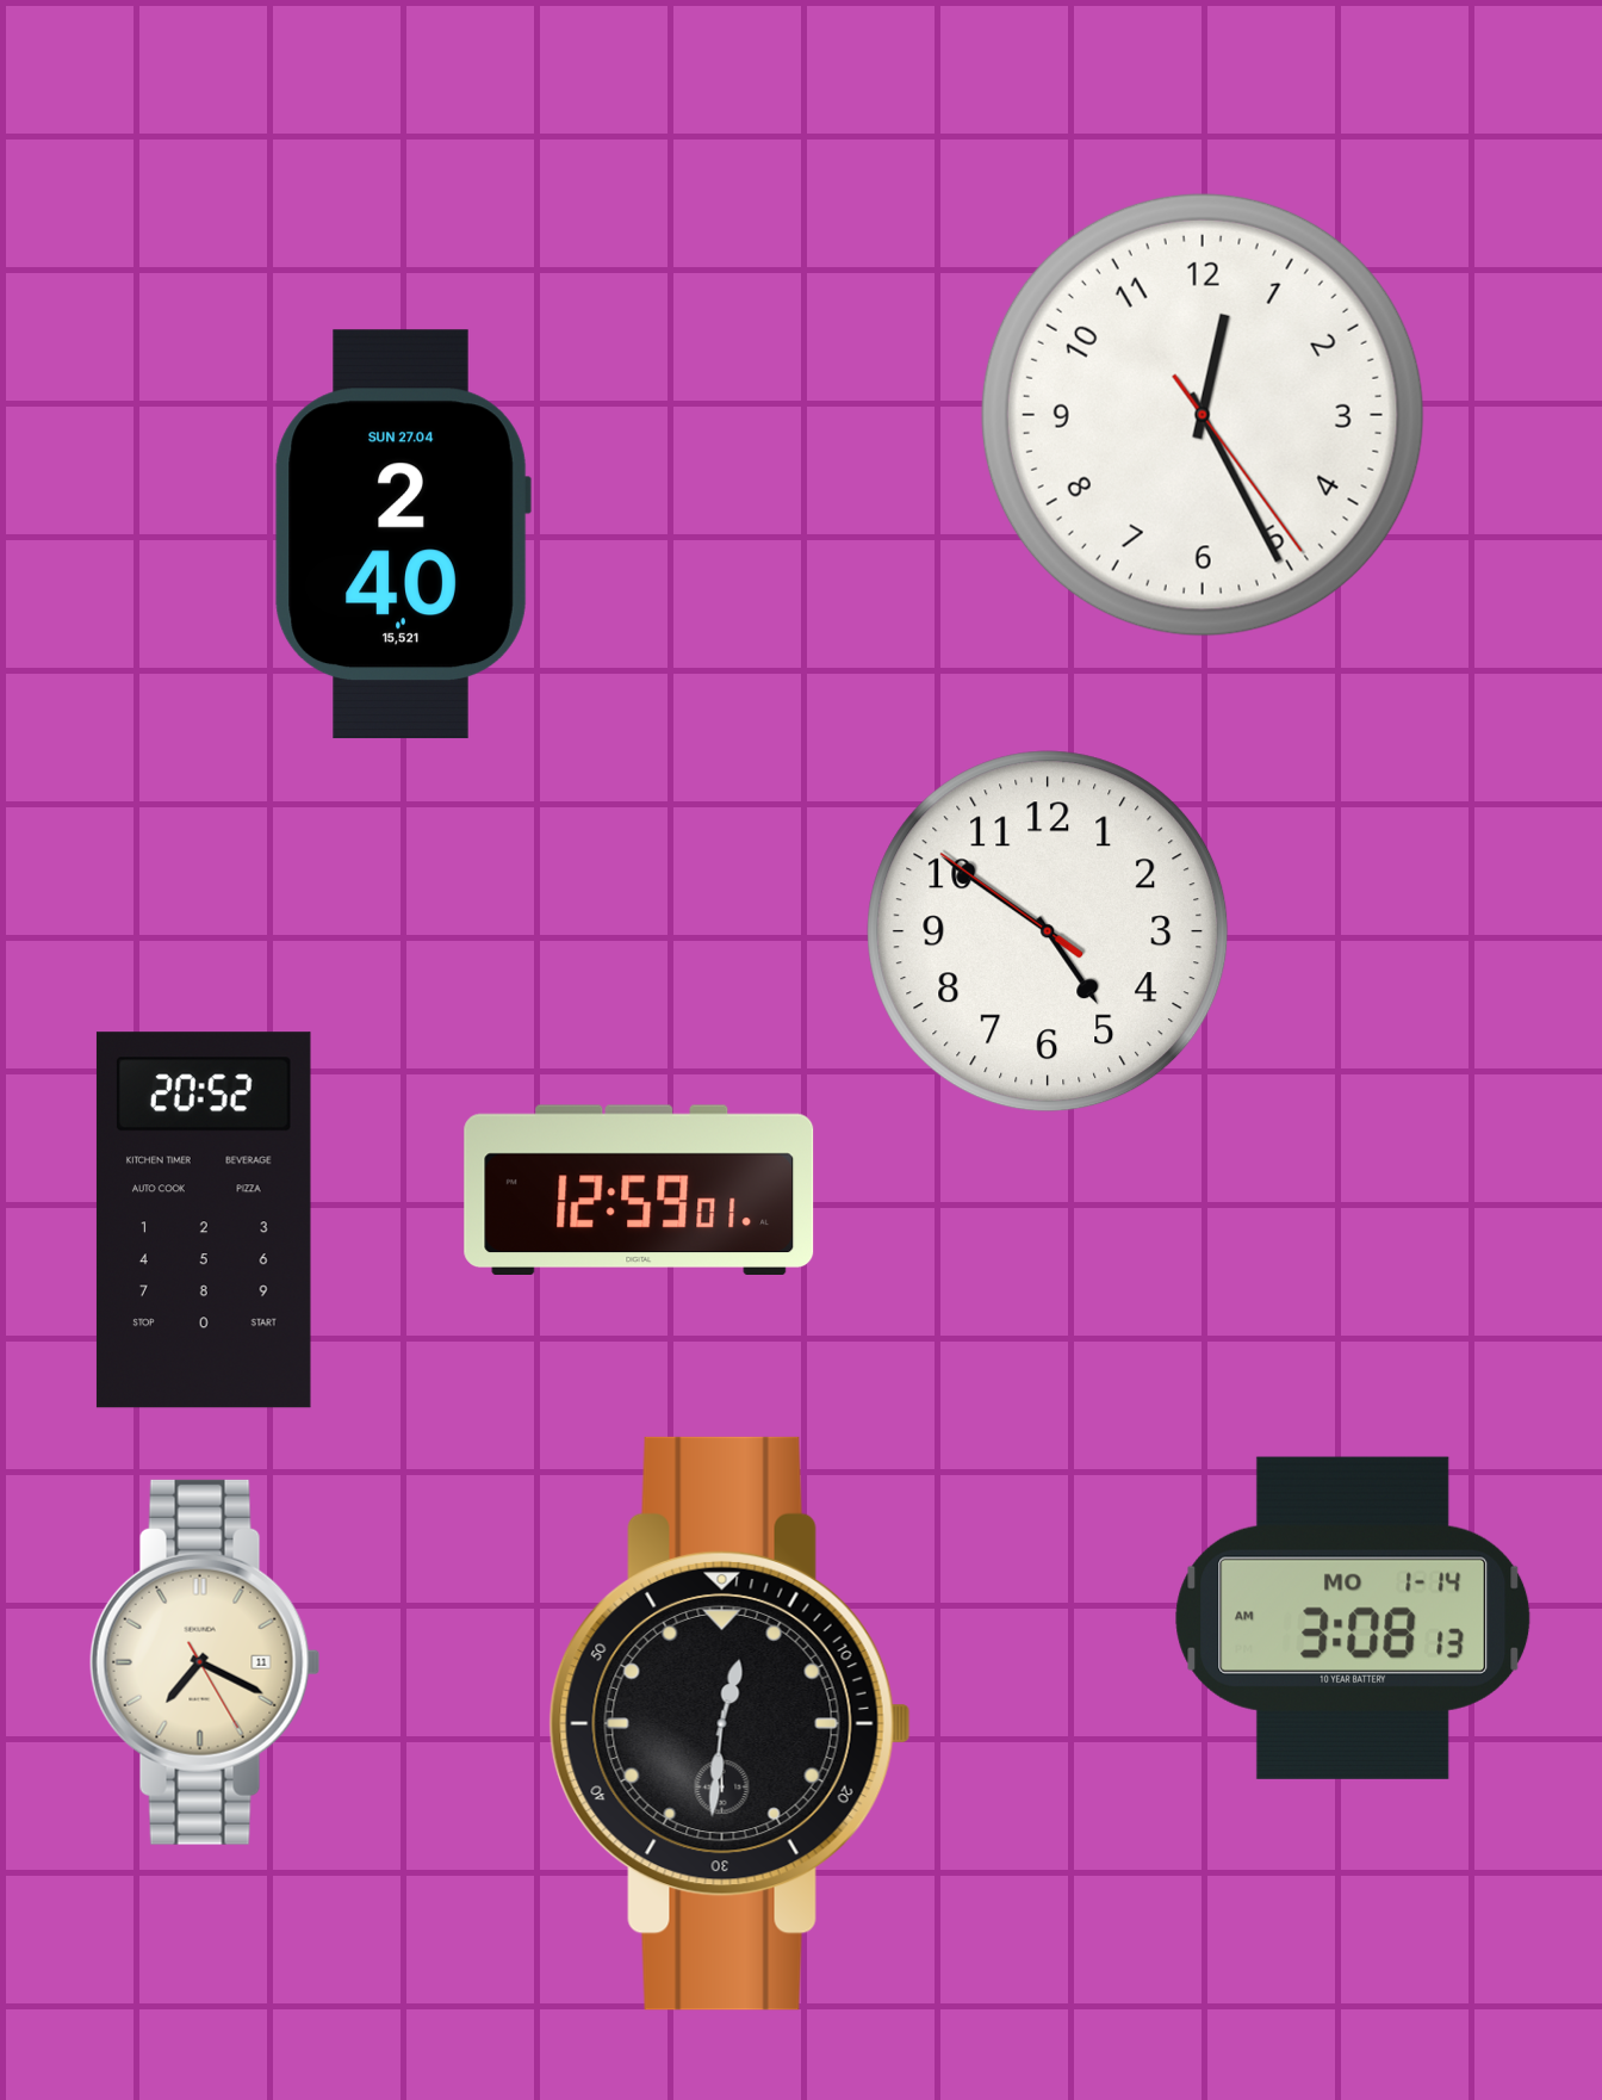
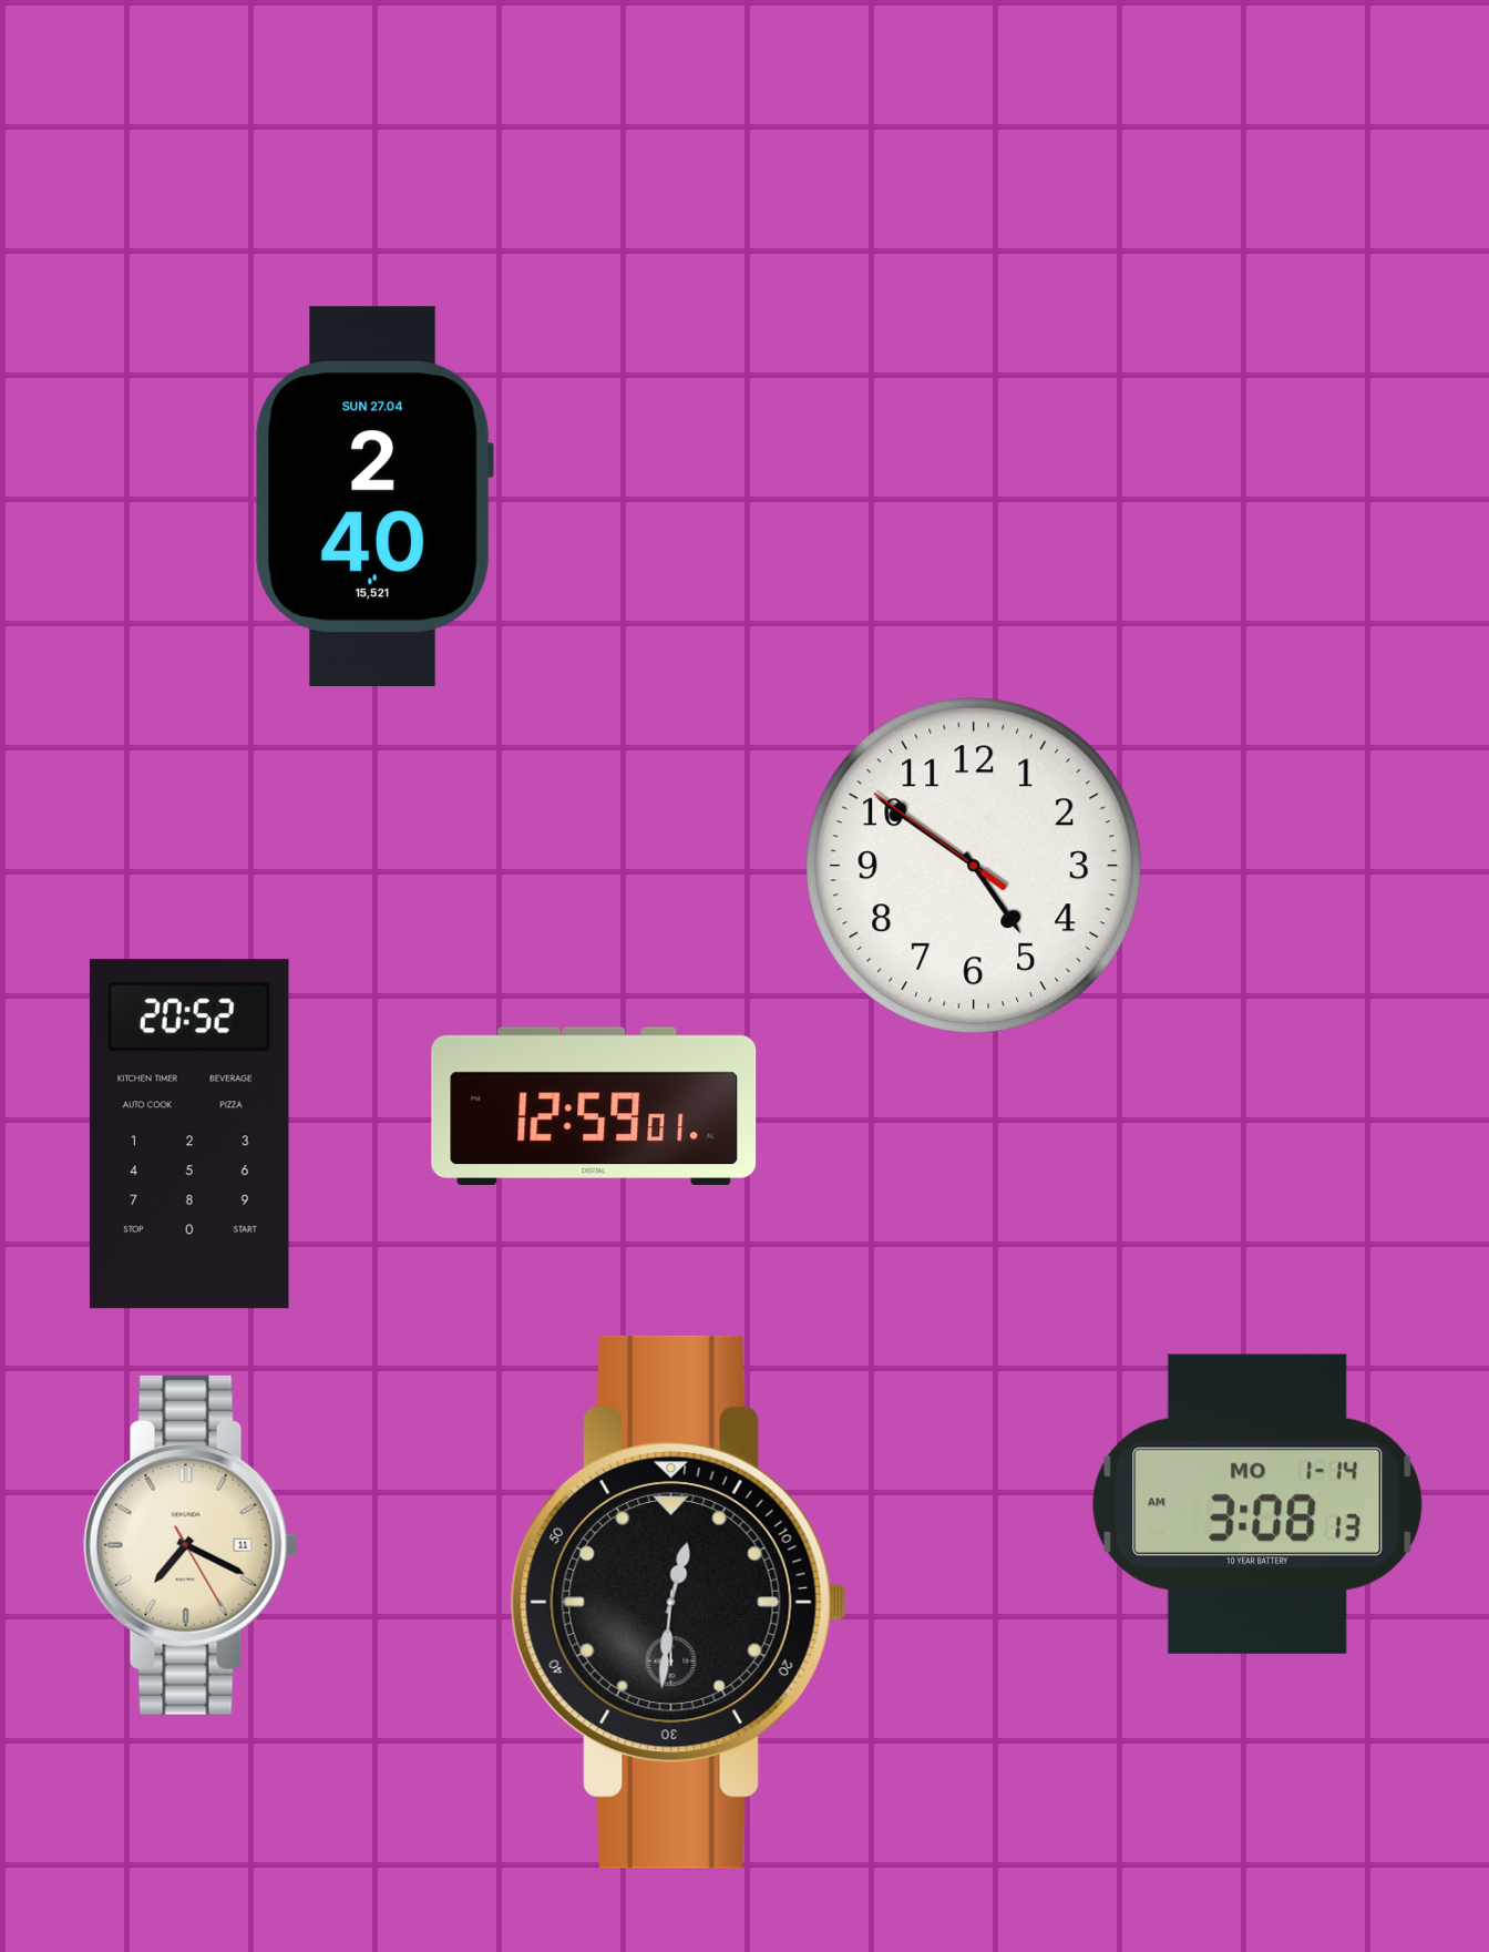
clock at (1203, 415): 12:25 -> none
